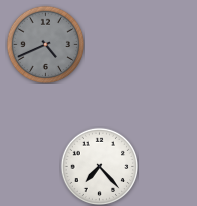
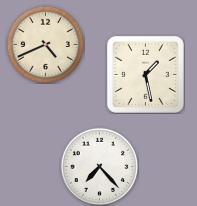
clock at (45, 44) dial: grey -> cream
clock at (145, 74): none -> 1:28
